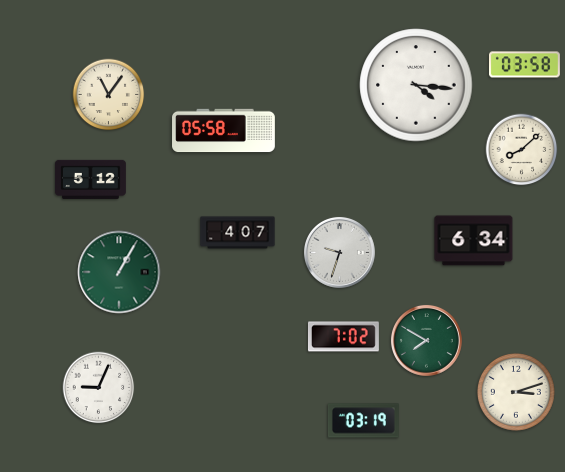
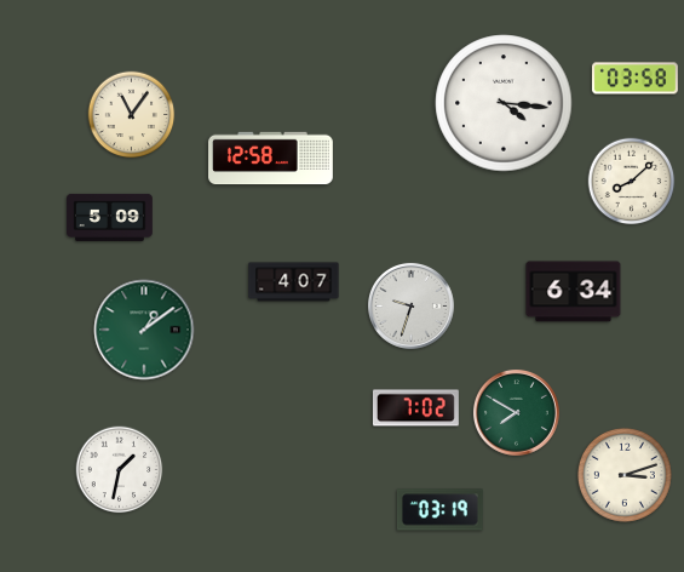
clock at (224, 131): 05:58 -> 12:58
clock at (90, 179): 5:12 -> 5:09
clock at (238, 233) position: (238, 233) -> (294, 282)
clock at (119, 272): 1:05 -> 1:09
clock at (99, 388): 9:04 -> 1:32
